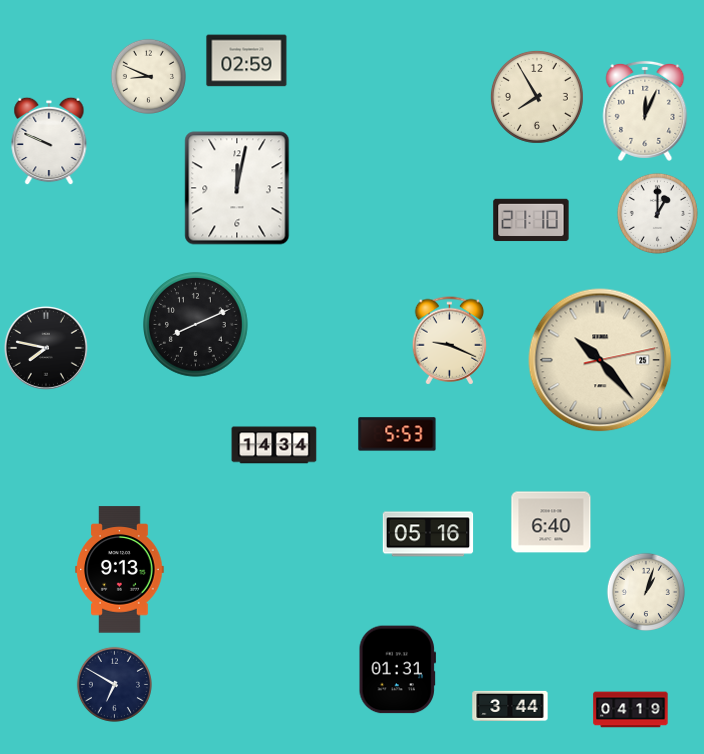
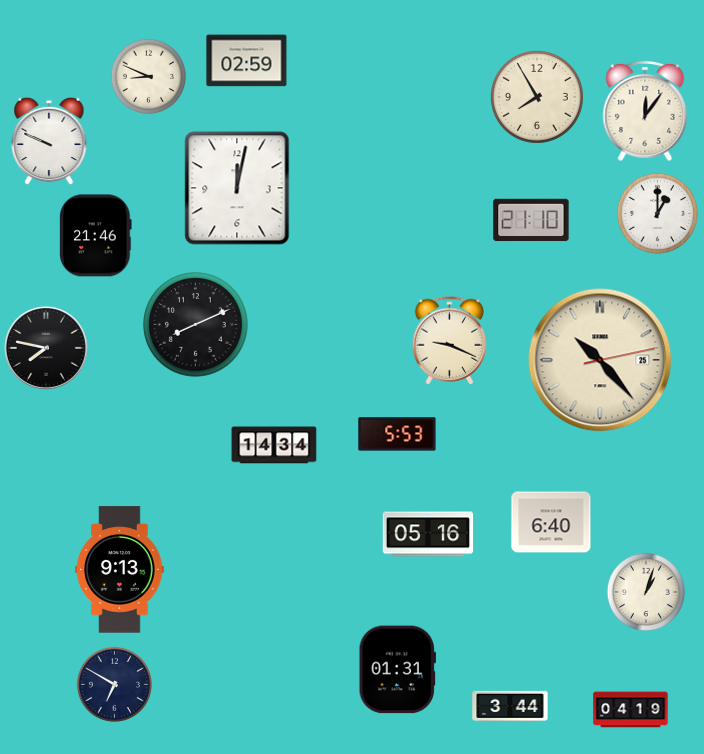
clock at (645, 111): 12:04 -> 12:06
clock at (96, 236): none -> 21:46
